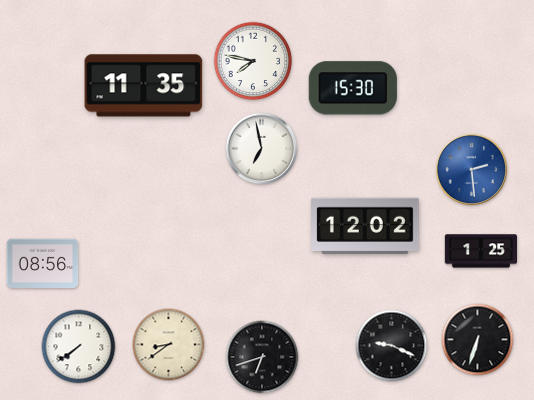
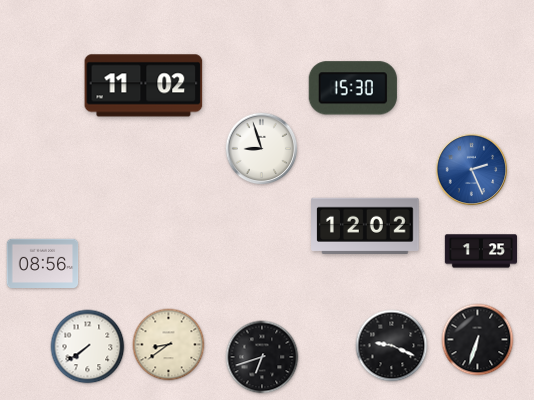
clock at (253, 61): 7:47 -> none
clock at (144, 86): 11:35 -> 11:02
clock at (262, 149): 6:58 -> 8:57
clock at (472, 170): 2:29 -> 2:26
clock at (79, 347) position: (79, 347) -> (88, 347)
